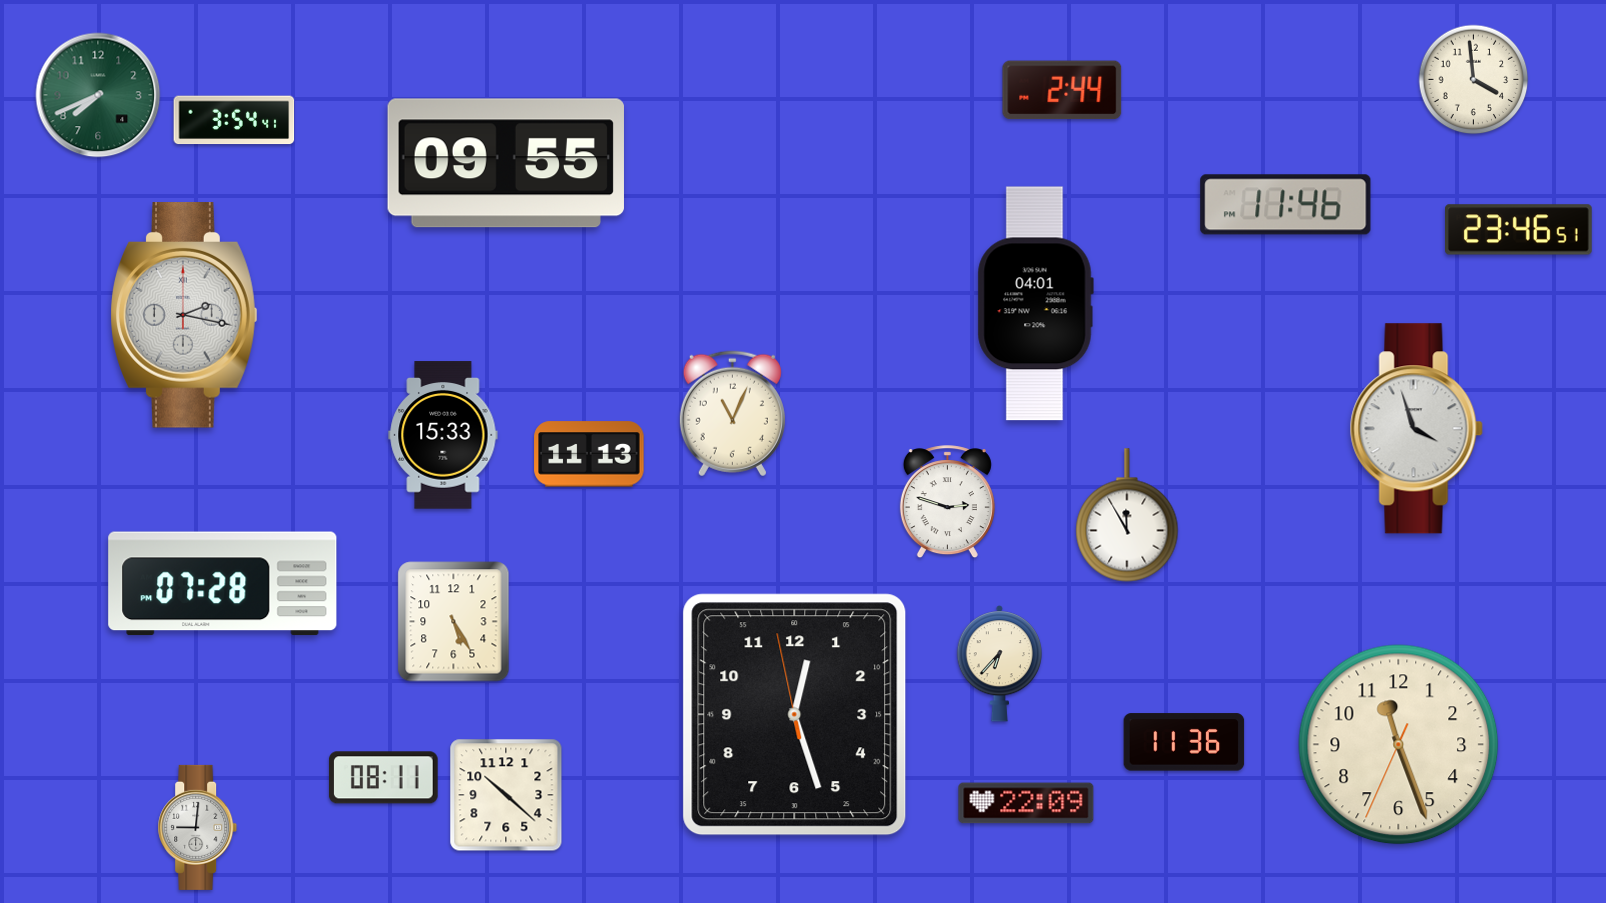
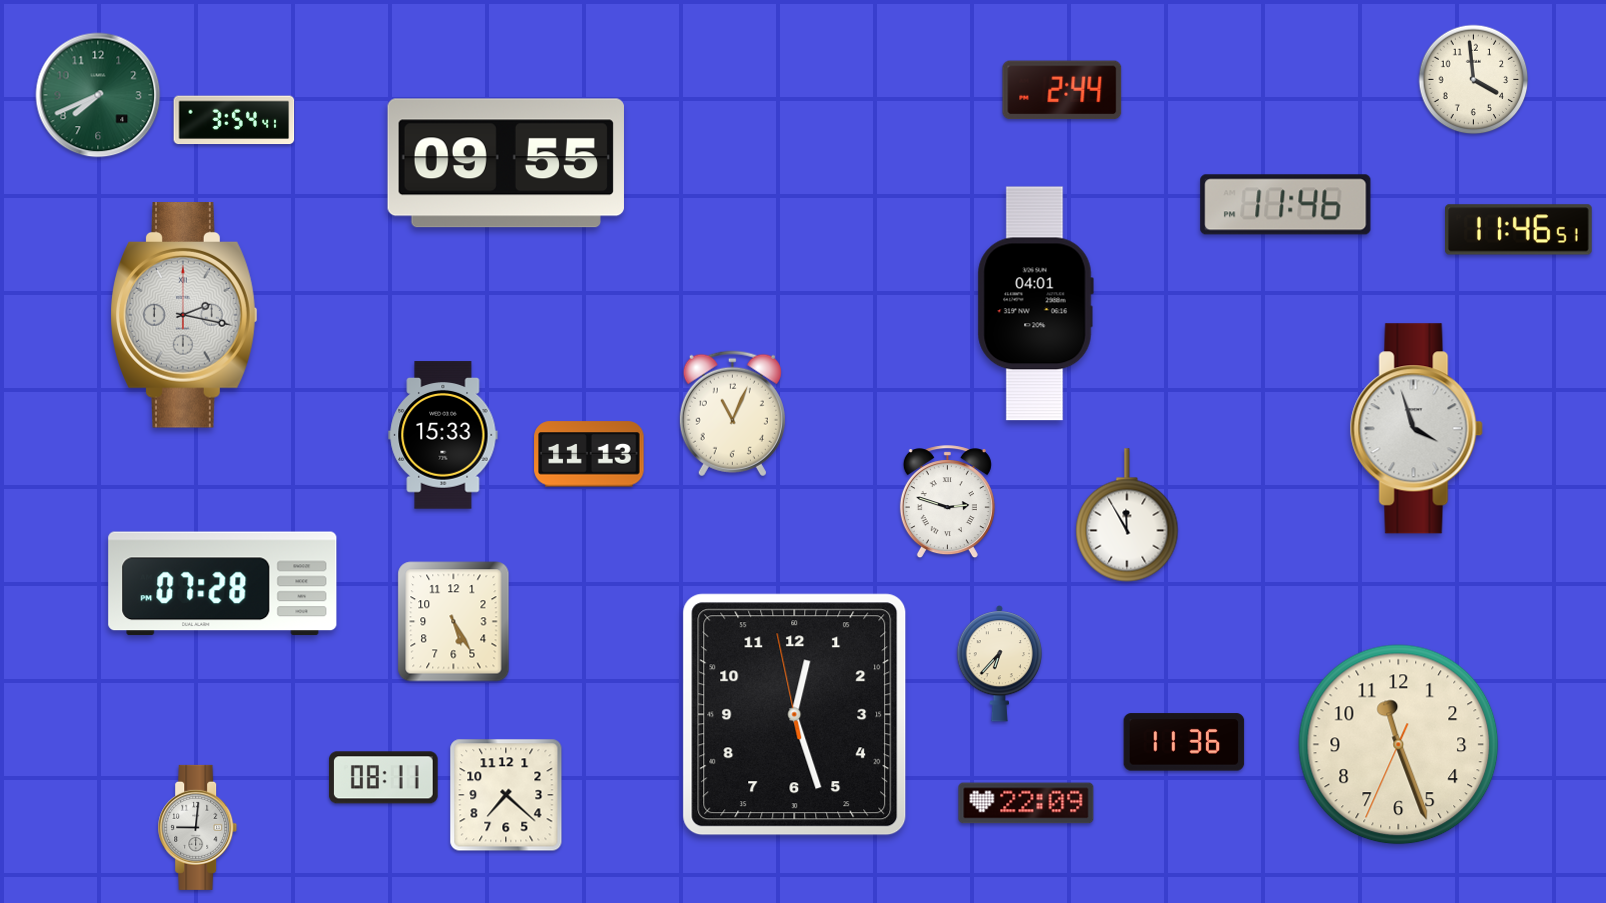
clock at (1519, 230): 23:46 -> 11:46
clock at (506, 795): 10:22 -> 7:22
